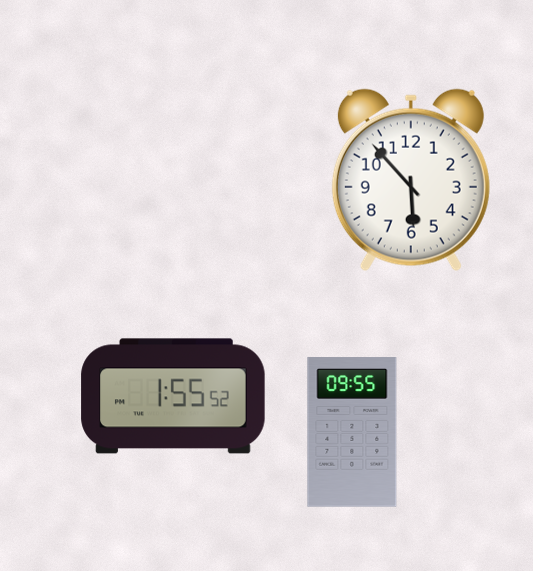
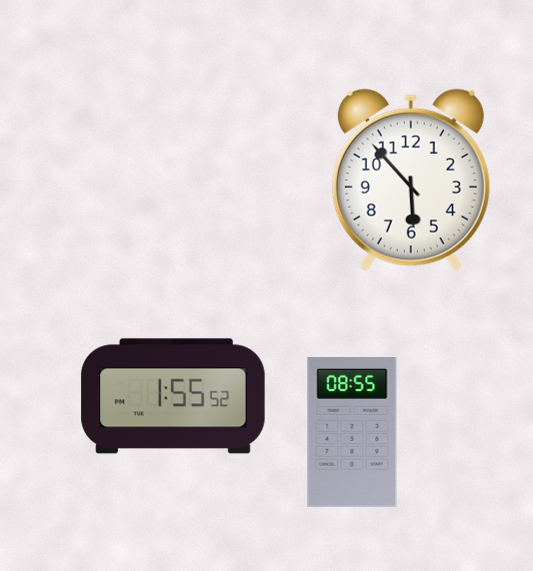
clock at (352, 432): 09:55 -> 08:55
